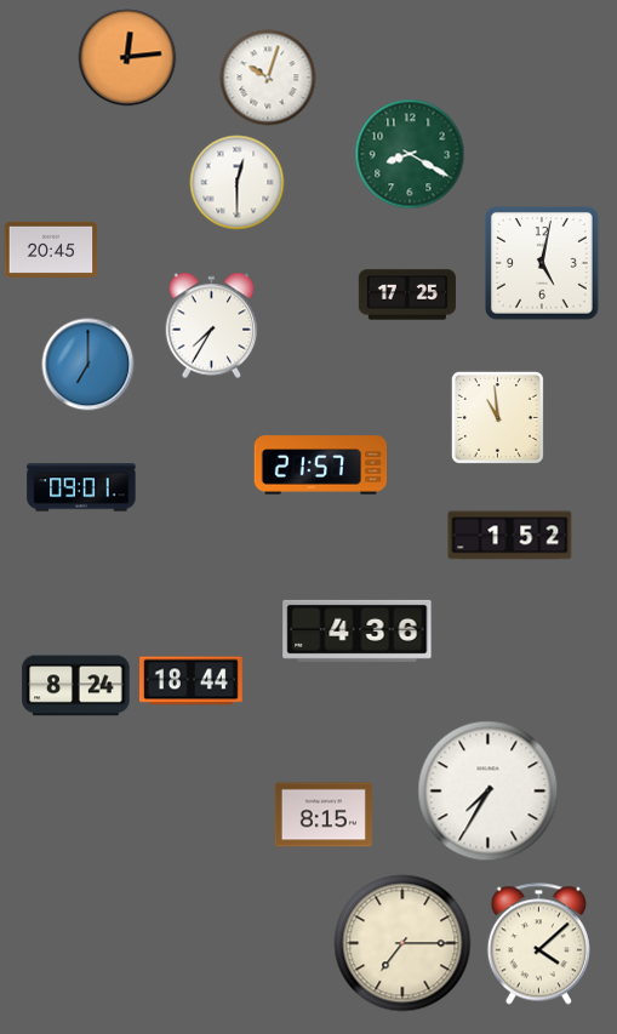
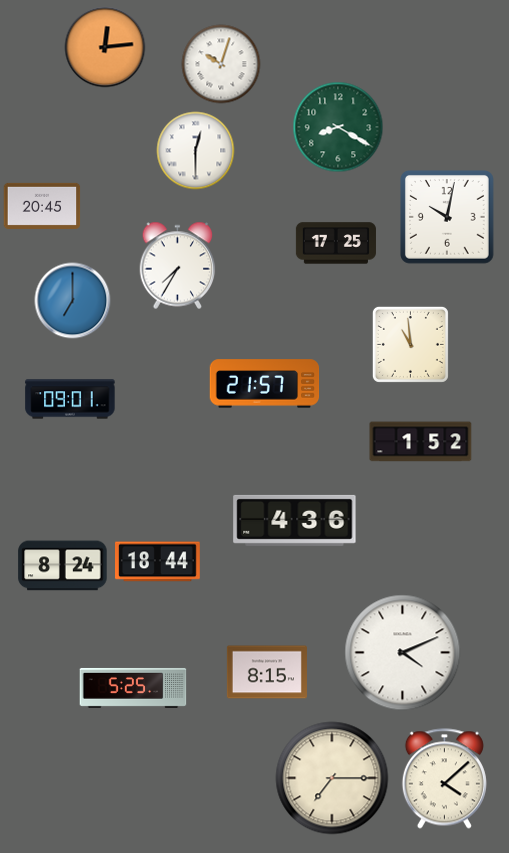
clock at (543, 264): 5:02 -> 10:02
clock at (212, 326) position: (212, 326) -> (178, 266)
clock at (81, 487) position: (81, 487) -> (70, 399)
clock at (489, 792): 7:35 -> 4:11
clock at (133, 688): none -> 5:25
